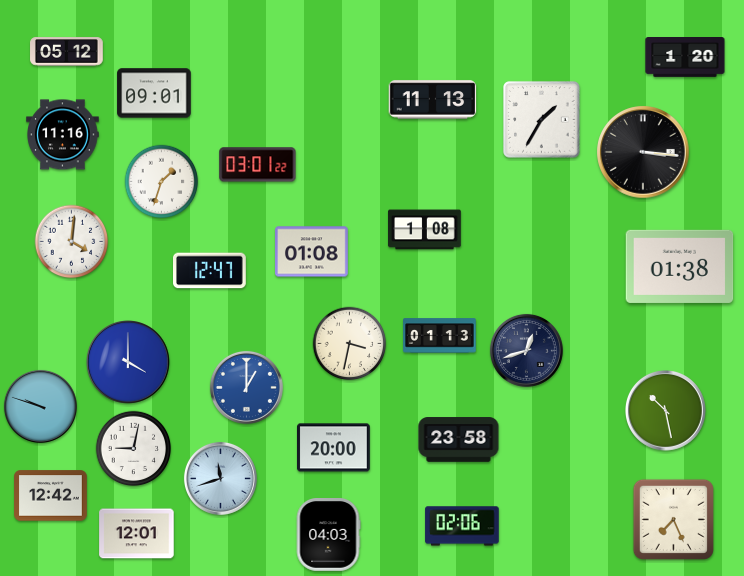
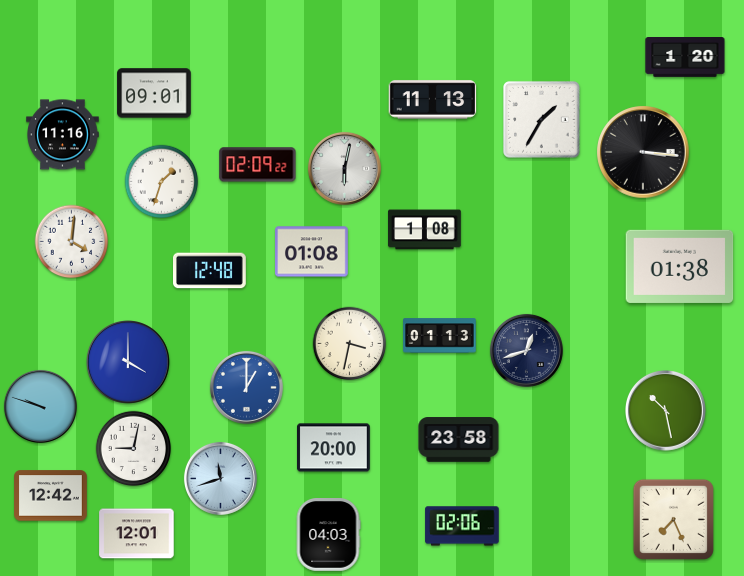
clock at (67, 52): 05:12 -> none
clock at (258, 165): 03:01 -> 02:09
clock at (344, 168): none -> 6:02
clock at (210, 271): 12:47 -> 12:48
